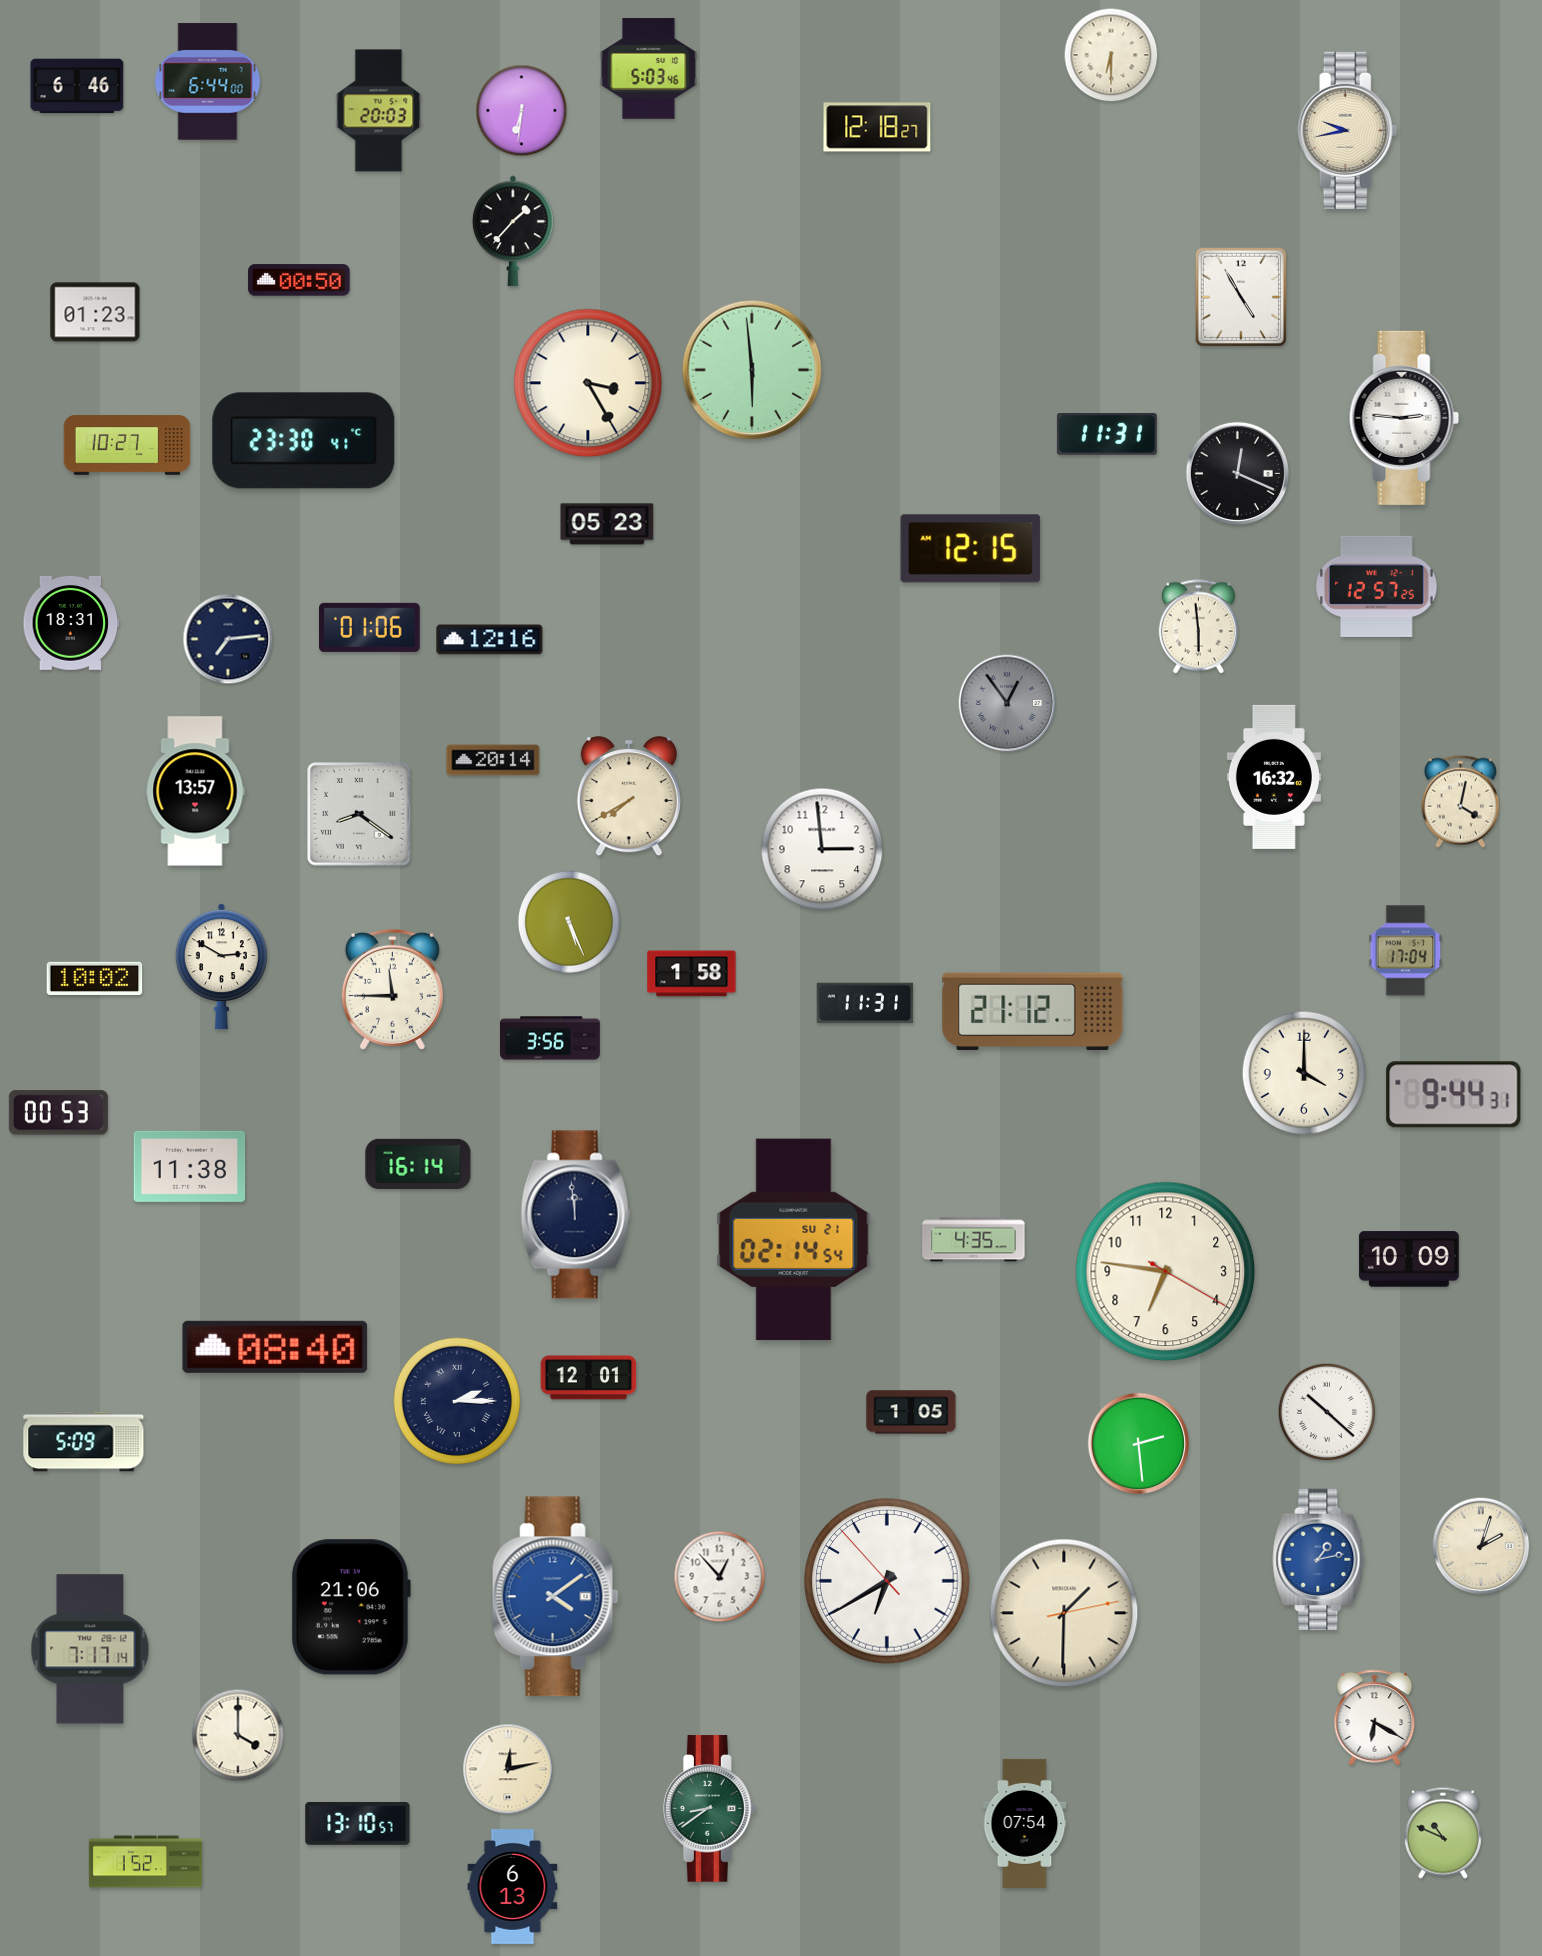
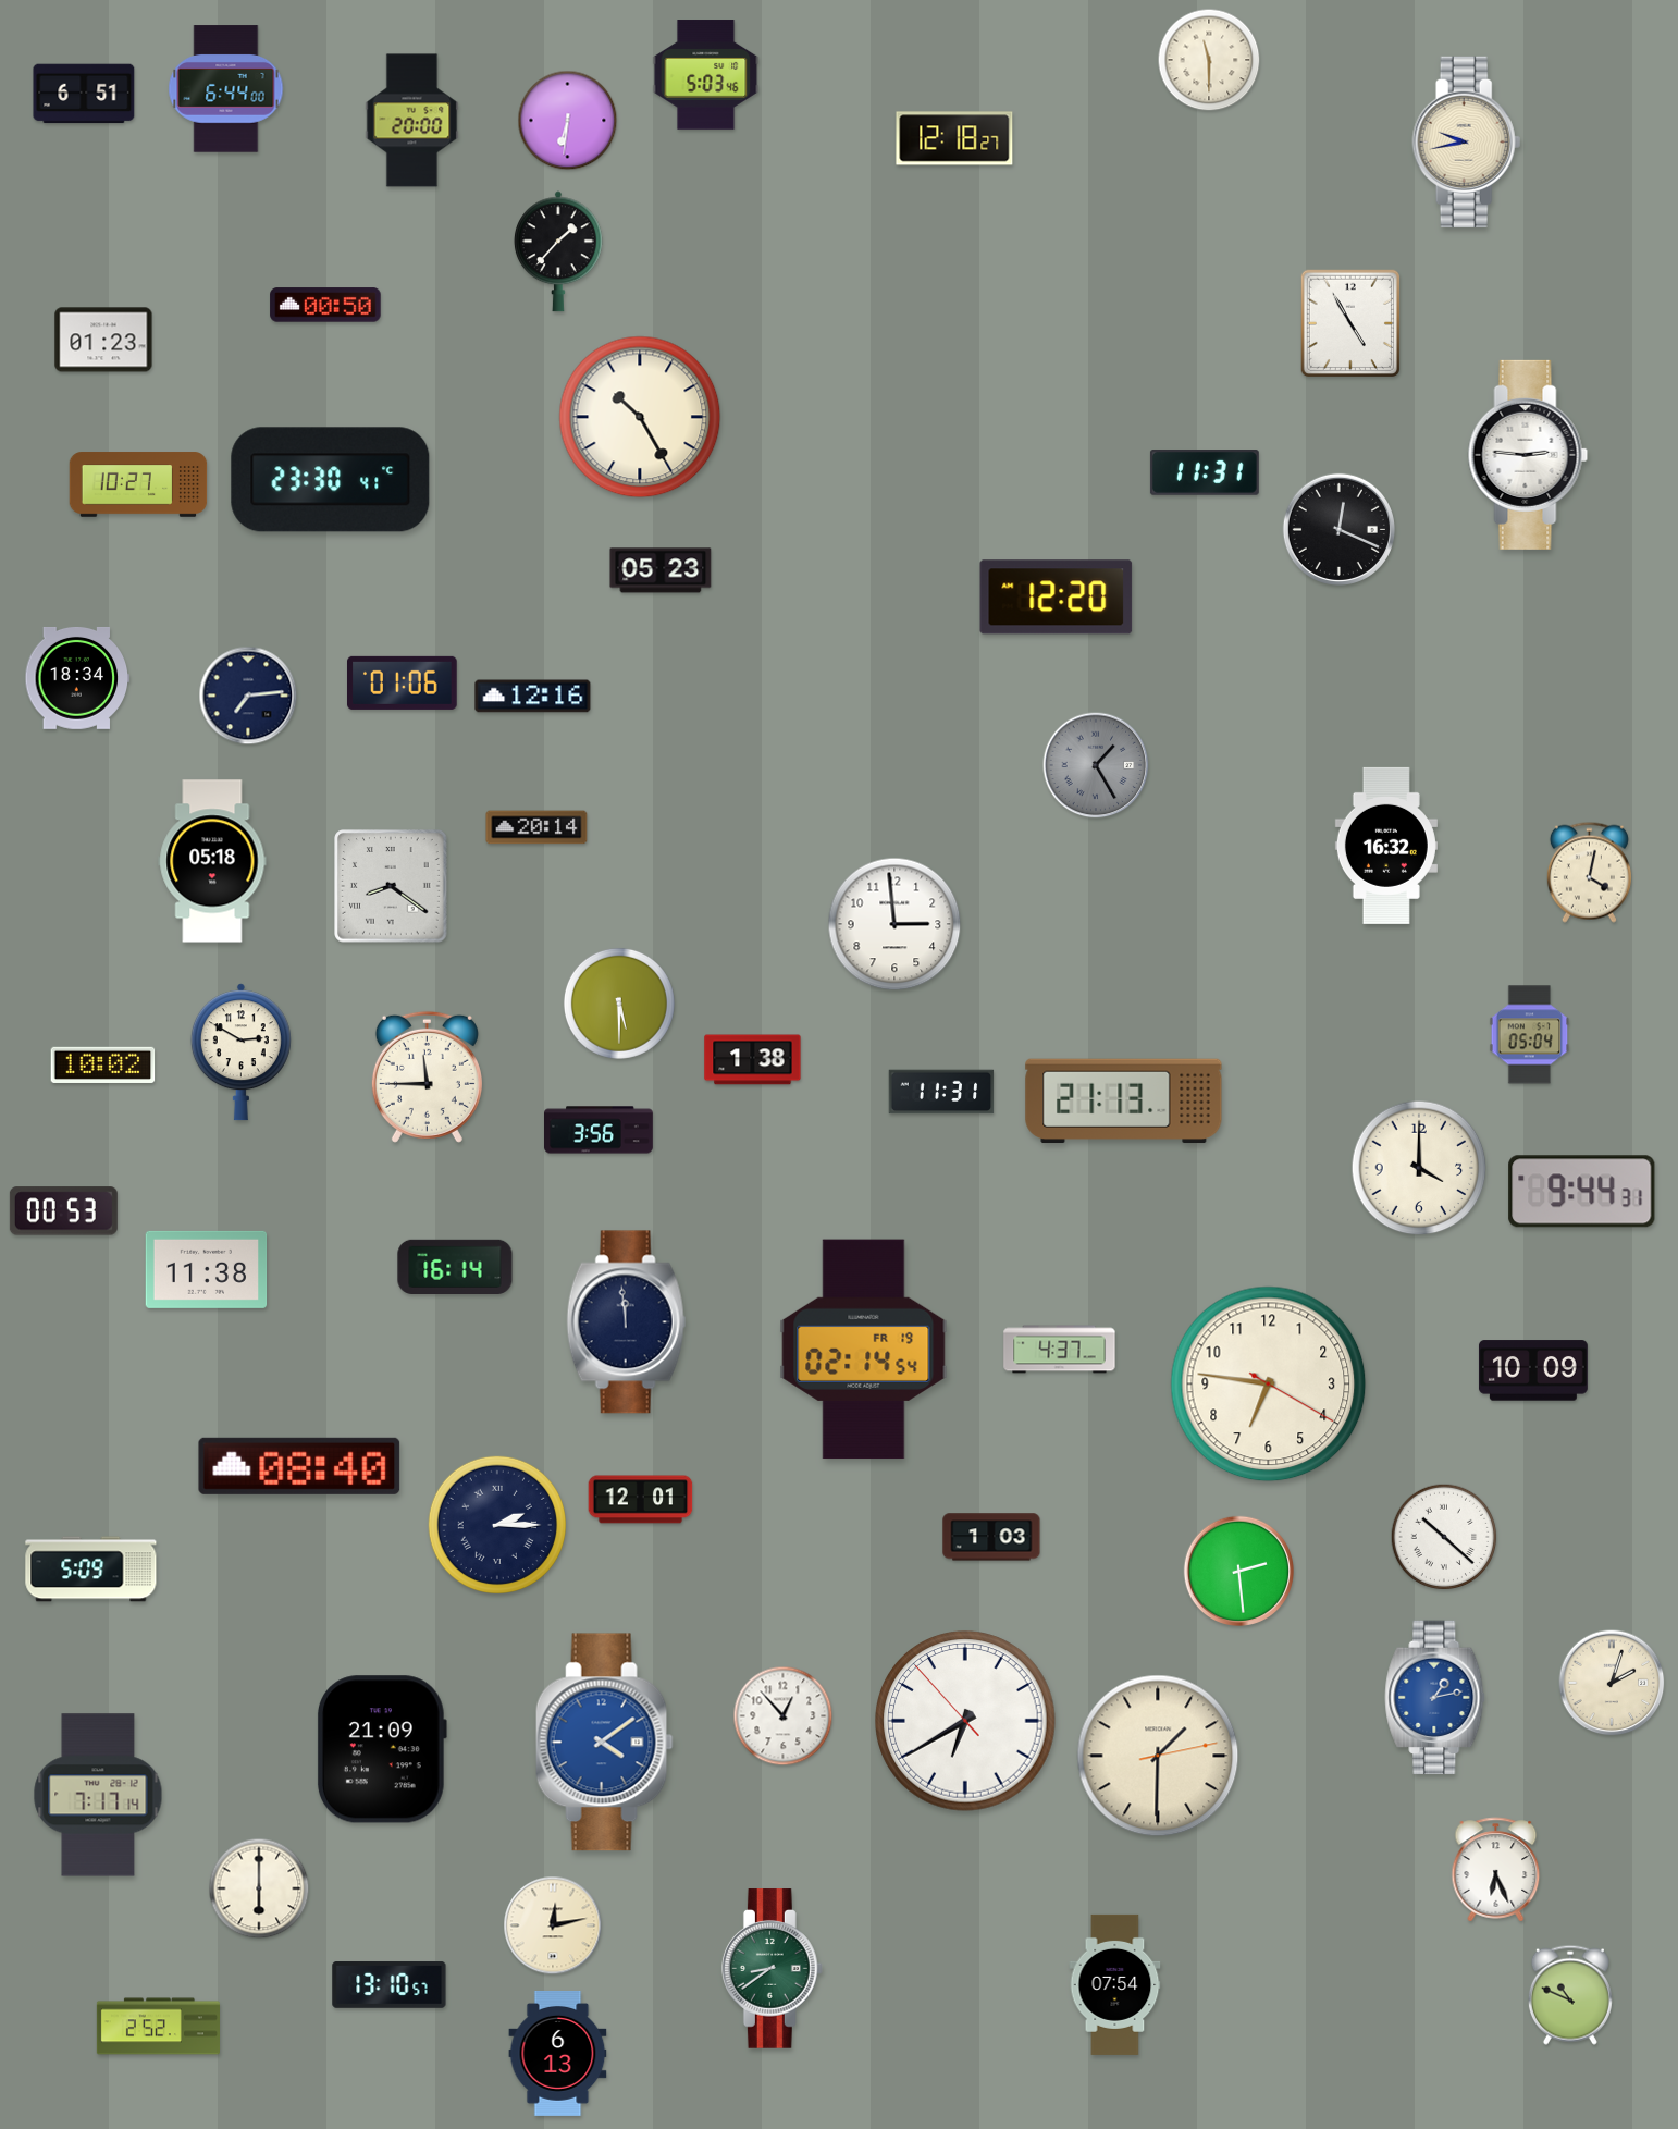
clock at (1111, 55): 6:30 -> 11:30
clock at (77, 86): 6:46 -> 6:51
clock at (379, 111): 20:03 -> 20:00
clock at (752, 370): 5:59 -> none
clock at (588, 383): 3:25 -> 10:25
clock at (1237, 473) position: (1237, 473) -> (1338, 529)
clock at (971, 549): 12:15 -> 12:20
clock at (1377, 586): 12:57 -> none
clock at (71, 623): 18:31 -> 18:34
clock at (1198, 627): 5:59 -> none
clock at (1007, 703): 12:54 -> 1:25
clock at (195, 791): 13:57 -> 05:18
clock at (629, 797): 7:40 -> none
clock at (569, 922): 5:26 -> 5:30
clock at (1406, 951): 17:04 -> 05:04
clock at (692, 974): 1:58 -> 1:38
clock at (1033, 1012): 21:12 -> 21:13
clock at (794, 1240) date: SU 21 -> FR 19
clock at (974, 1240): 4:35 -> 4:37
clock at (911, 1412): 1:05 -> 1:03
clock at (555, 1597) position: (555, 1597) -> (604, 1743)
clock at (350, 1607): 21:06 -> 21:09
clock at (1375, 1718): 6:20 -> 6:26
clock at (238, 1735): 4:00 -> 6:00
clock at (145, 1862): 1:52 -> 2:52
